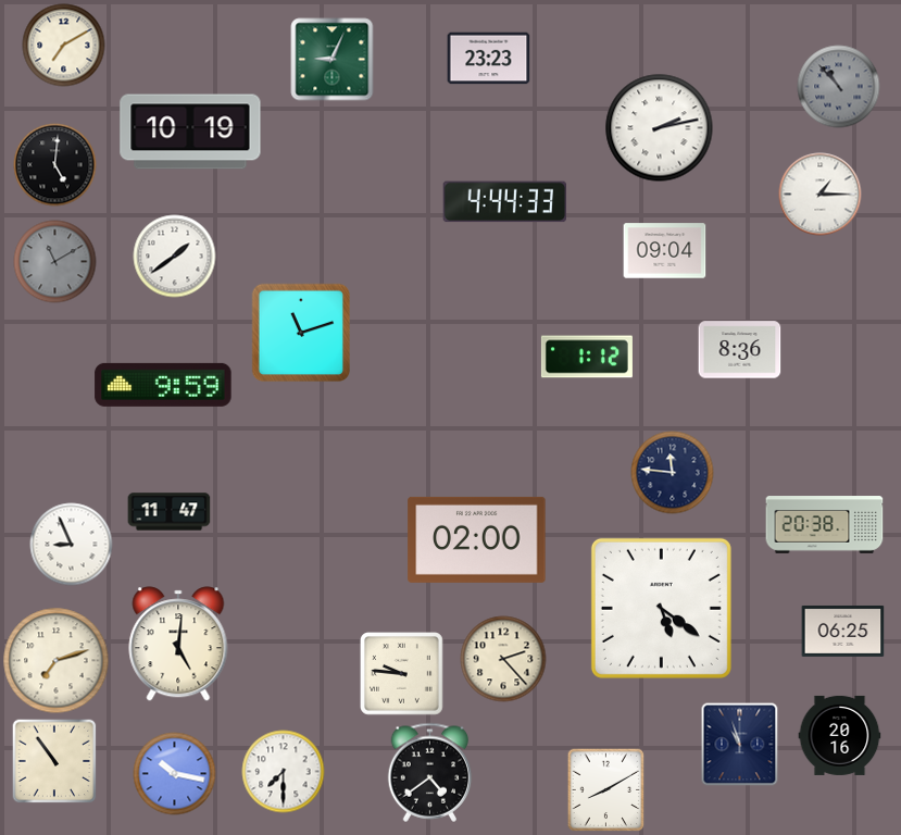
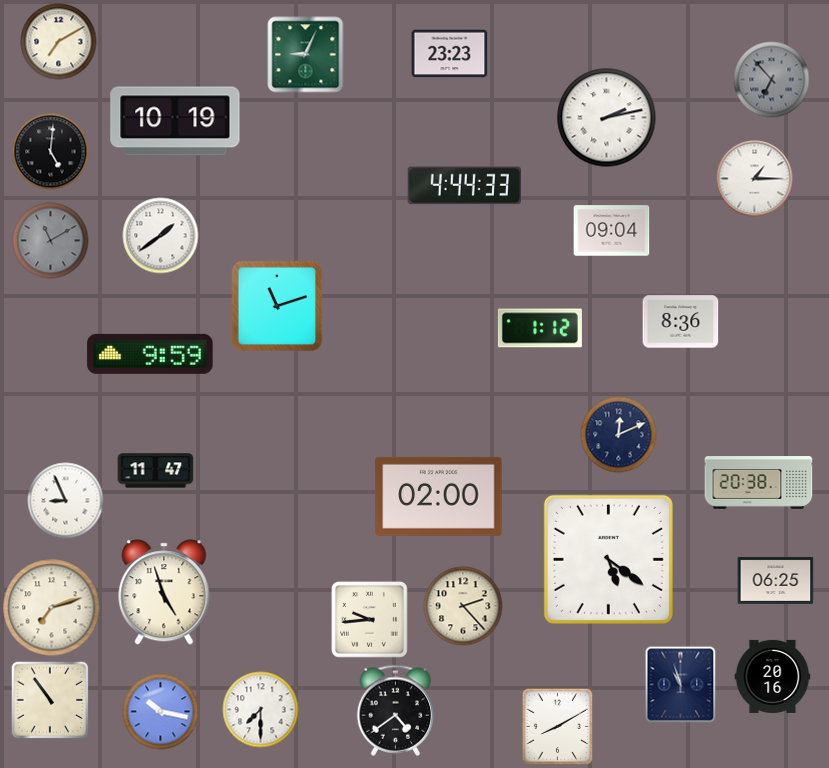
clock at (839, 87): 10:53 -> 6:53
clock at (673, 473): 11:46 -> 12:11
clock at (178, 644): 5:01 -> 4:57
clock at (402, 674): 9:46 -> 9:44
